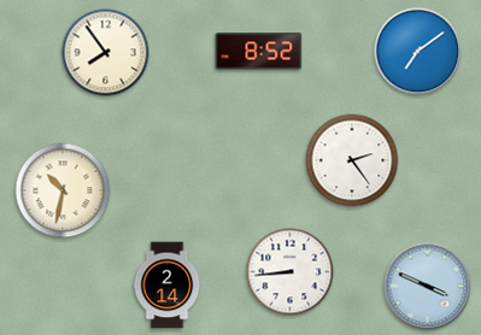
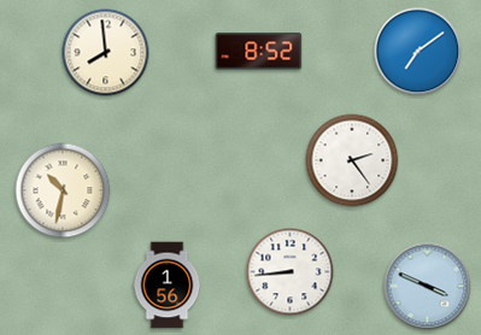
clock at (106, 53): 7:54 -> 7:59
clock at (168, 286): 2:14 -> 1:56
